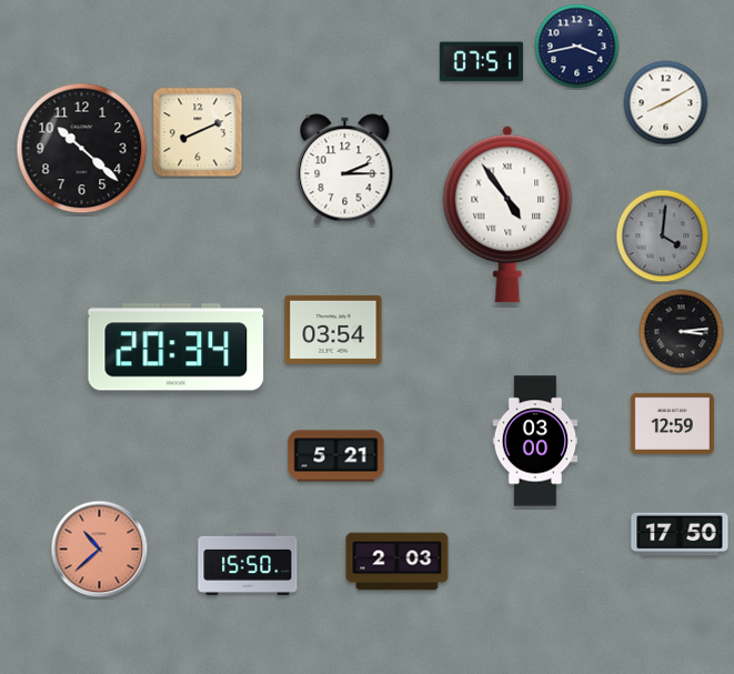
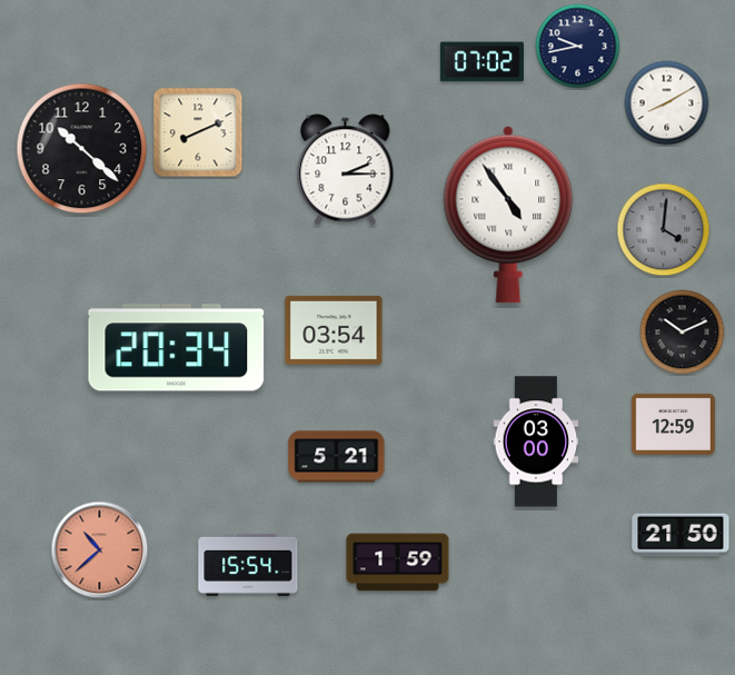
clock at (577, 47): 3:43 -> 9:43
clock at (481, 62): 07:51 -> 07:02
clock at (663, 237) position: (663, 237) -> (664, 230)
clock at (682, 332): 3:14 -> 10:11
clock at (680, 534): 17:50 -> 21:50
clock at (398, 562): 2:03 -> 1:59
clock at (248, 564): 15:50 -> 15:54
